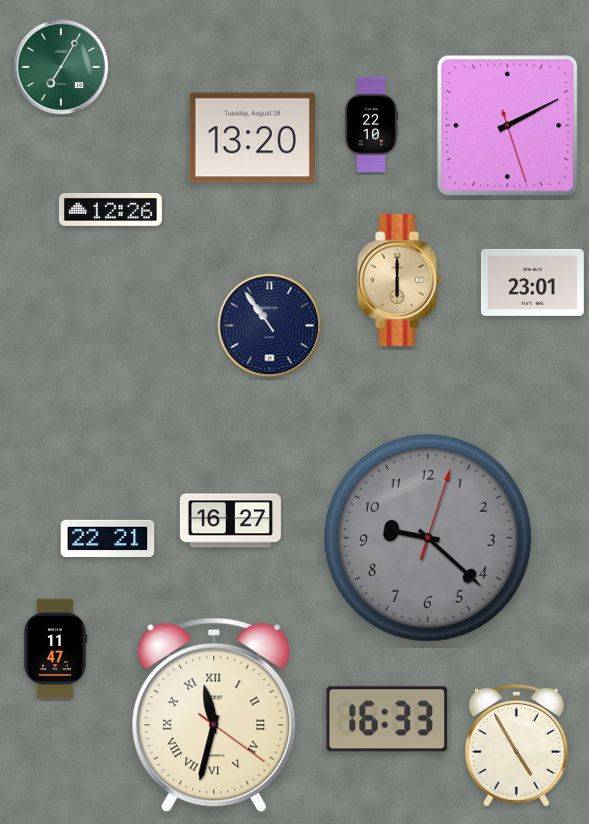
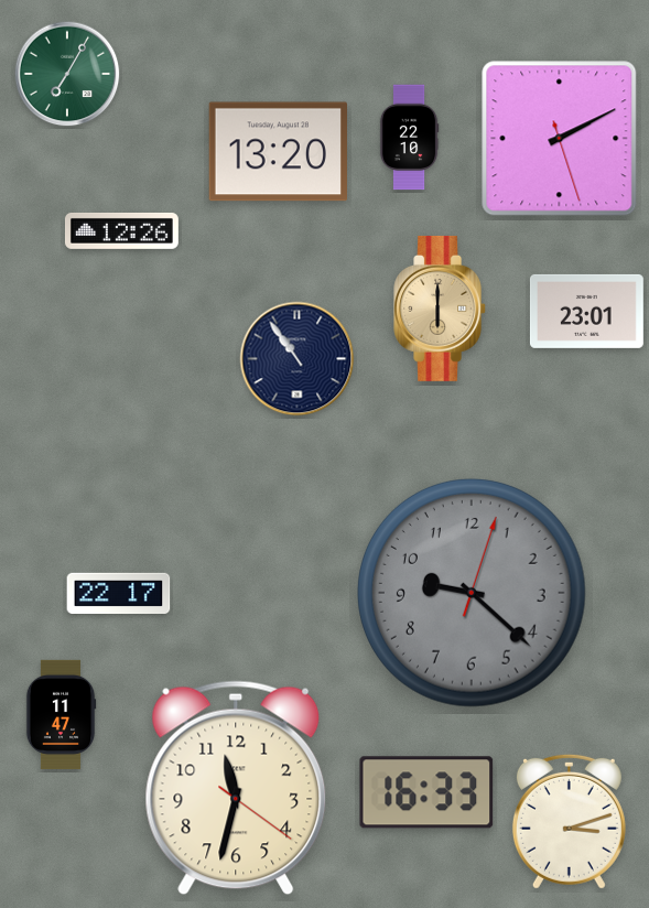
clock at (230, 521): 16:27 -> none
clock at (108, 538): 22:21 -> 22:17
clock at (214, 715) numerals: Roman -> Arabic
clock at (516, 745): 4:55 -> 3:12
